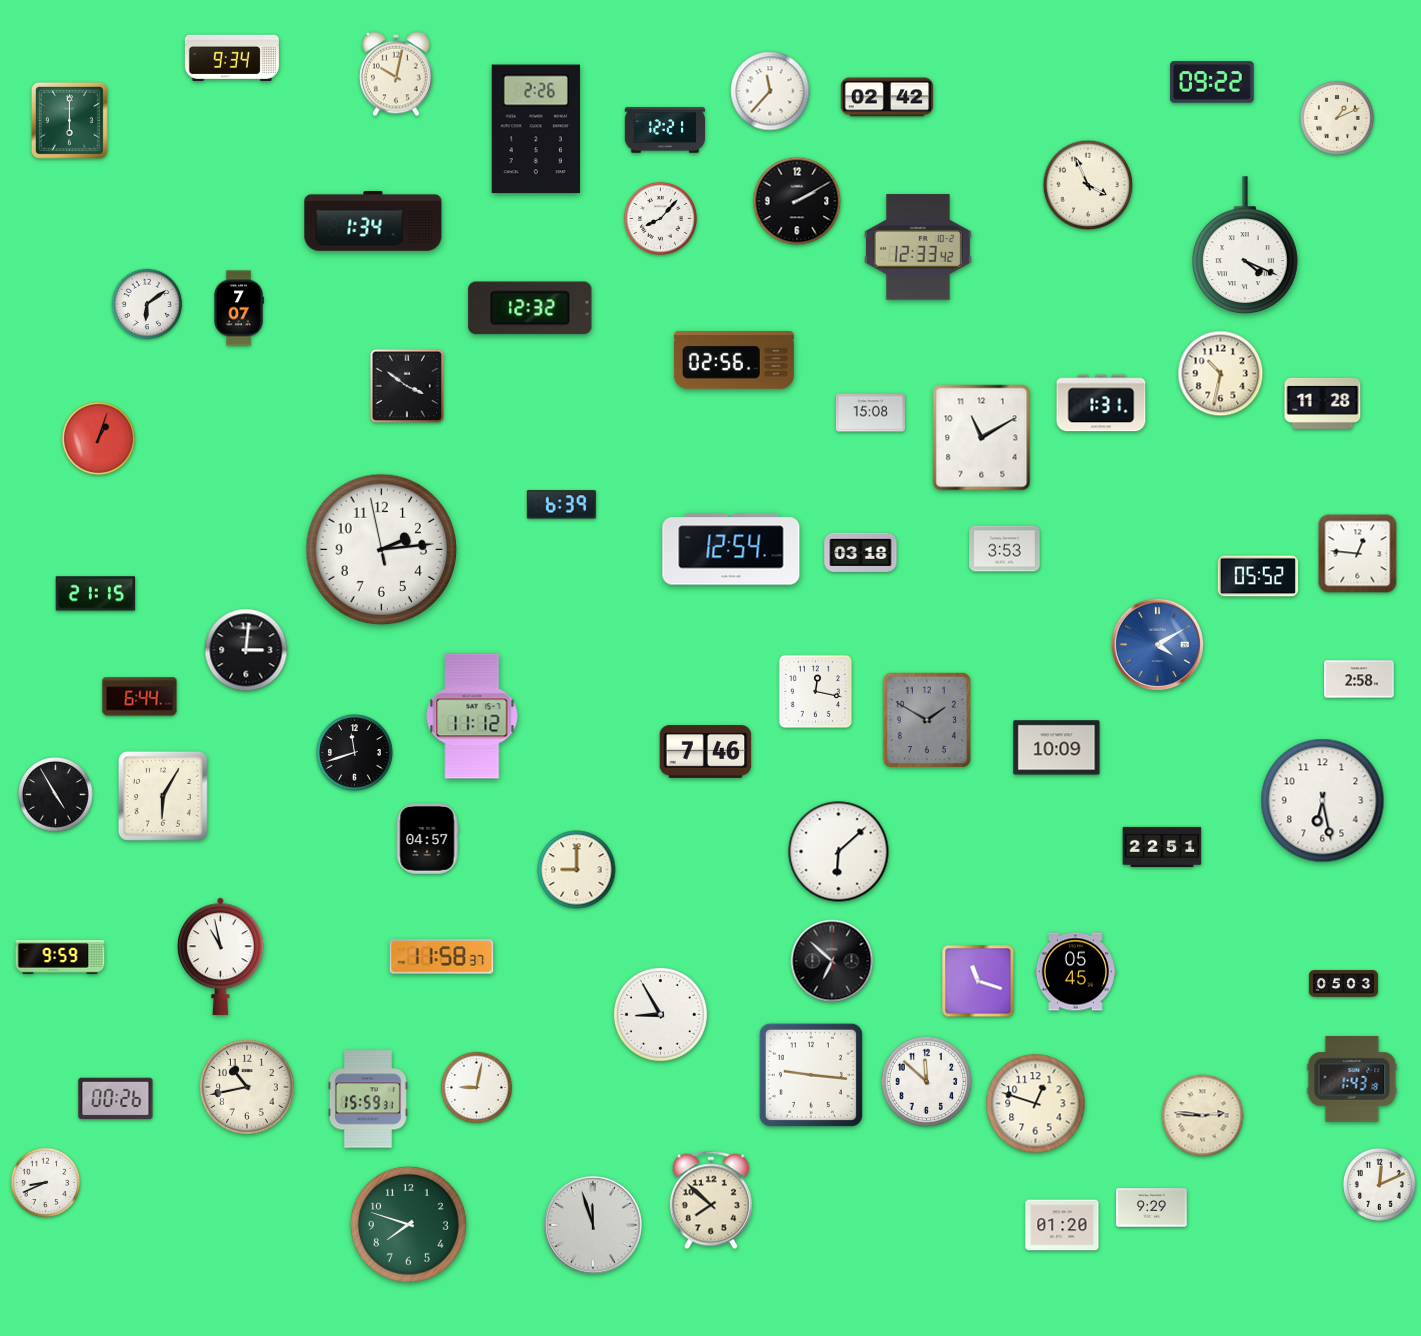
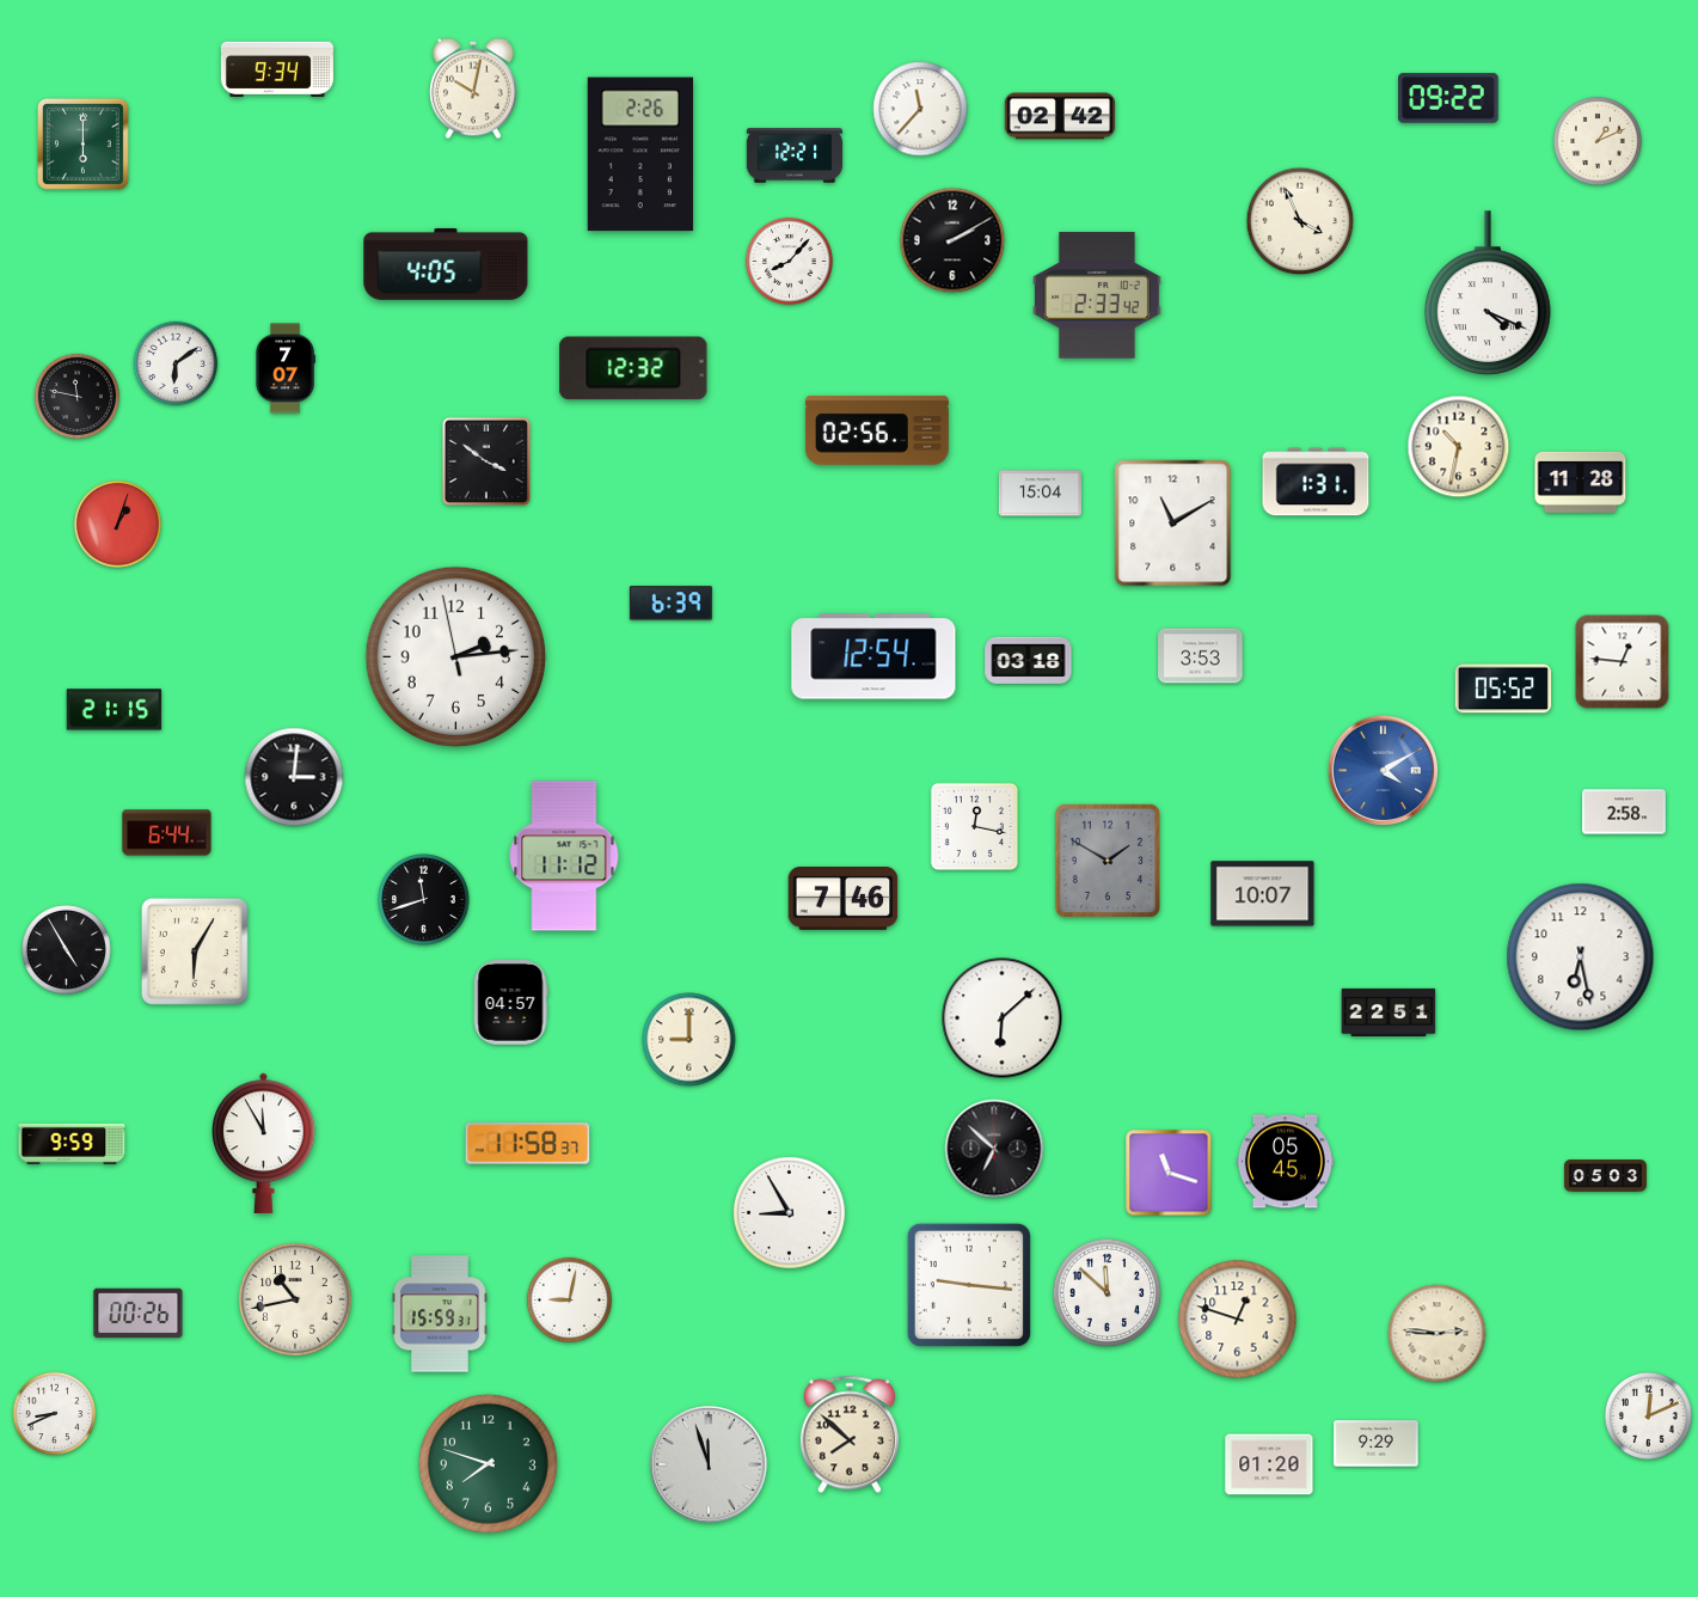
clock at (373, 221): 1:34 -> 4:05
clock at (918, 247): 12:33 -> 2:33
clock at (76, 396): none -> 11:47
clock at (870, 413): 15:08 -> 15:04
clock at (1057, 748): 10:09 -> 10:07
clock at (221, 957): 10:58 -> 11:55
clock at (1352, 1079): 1:43 -> none
